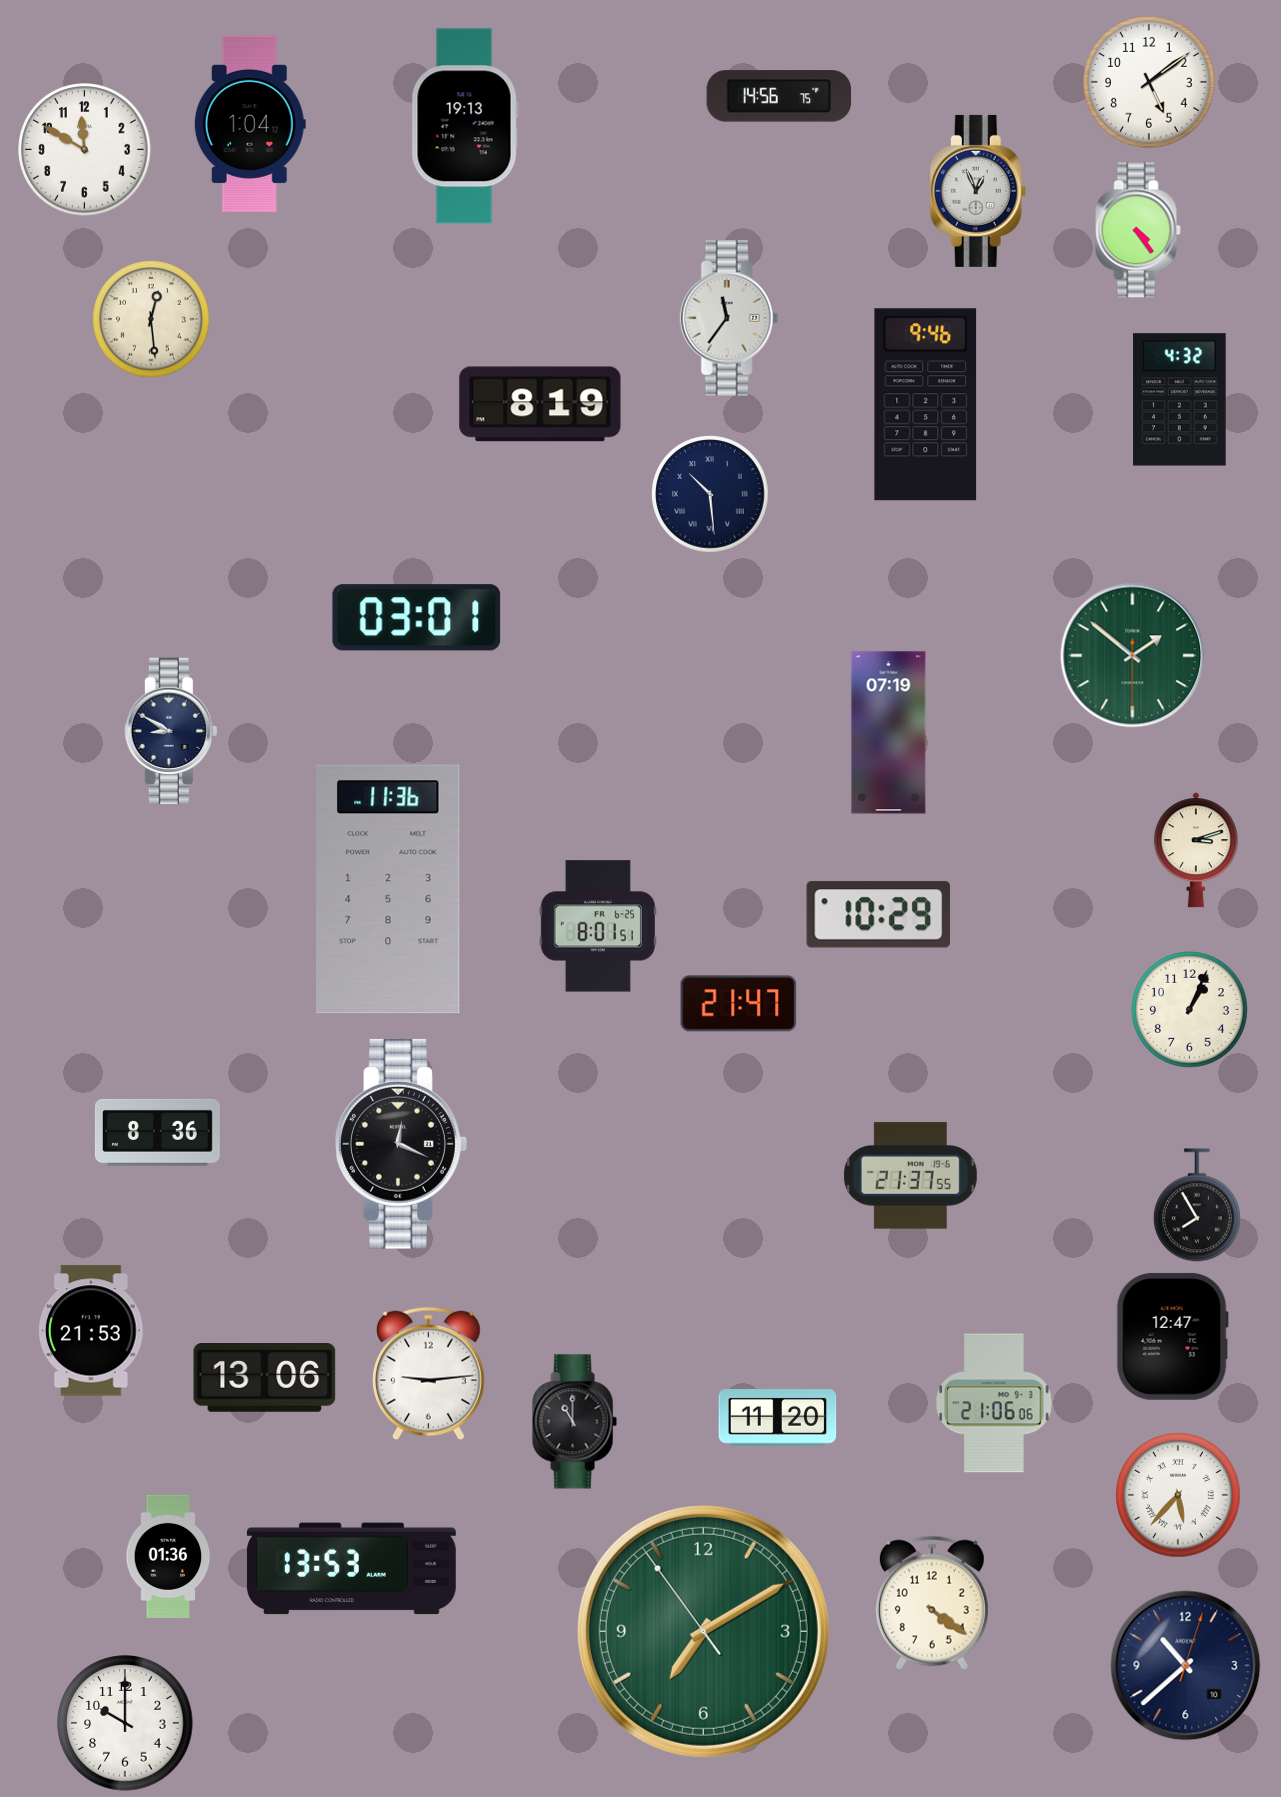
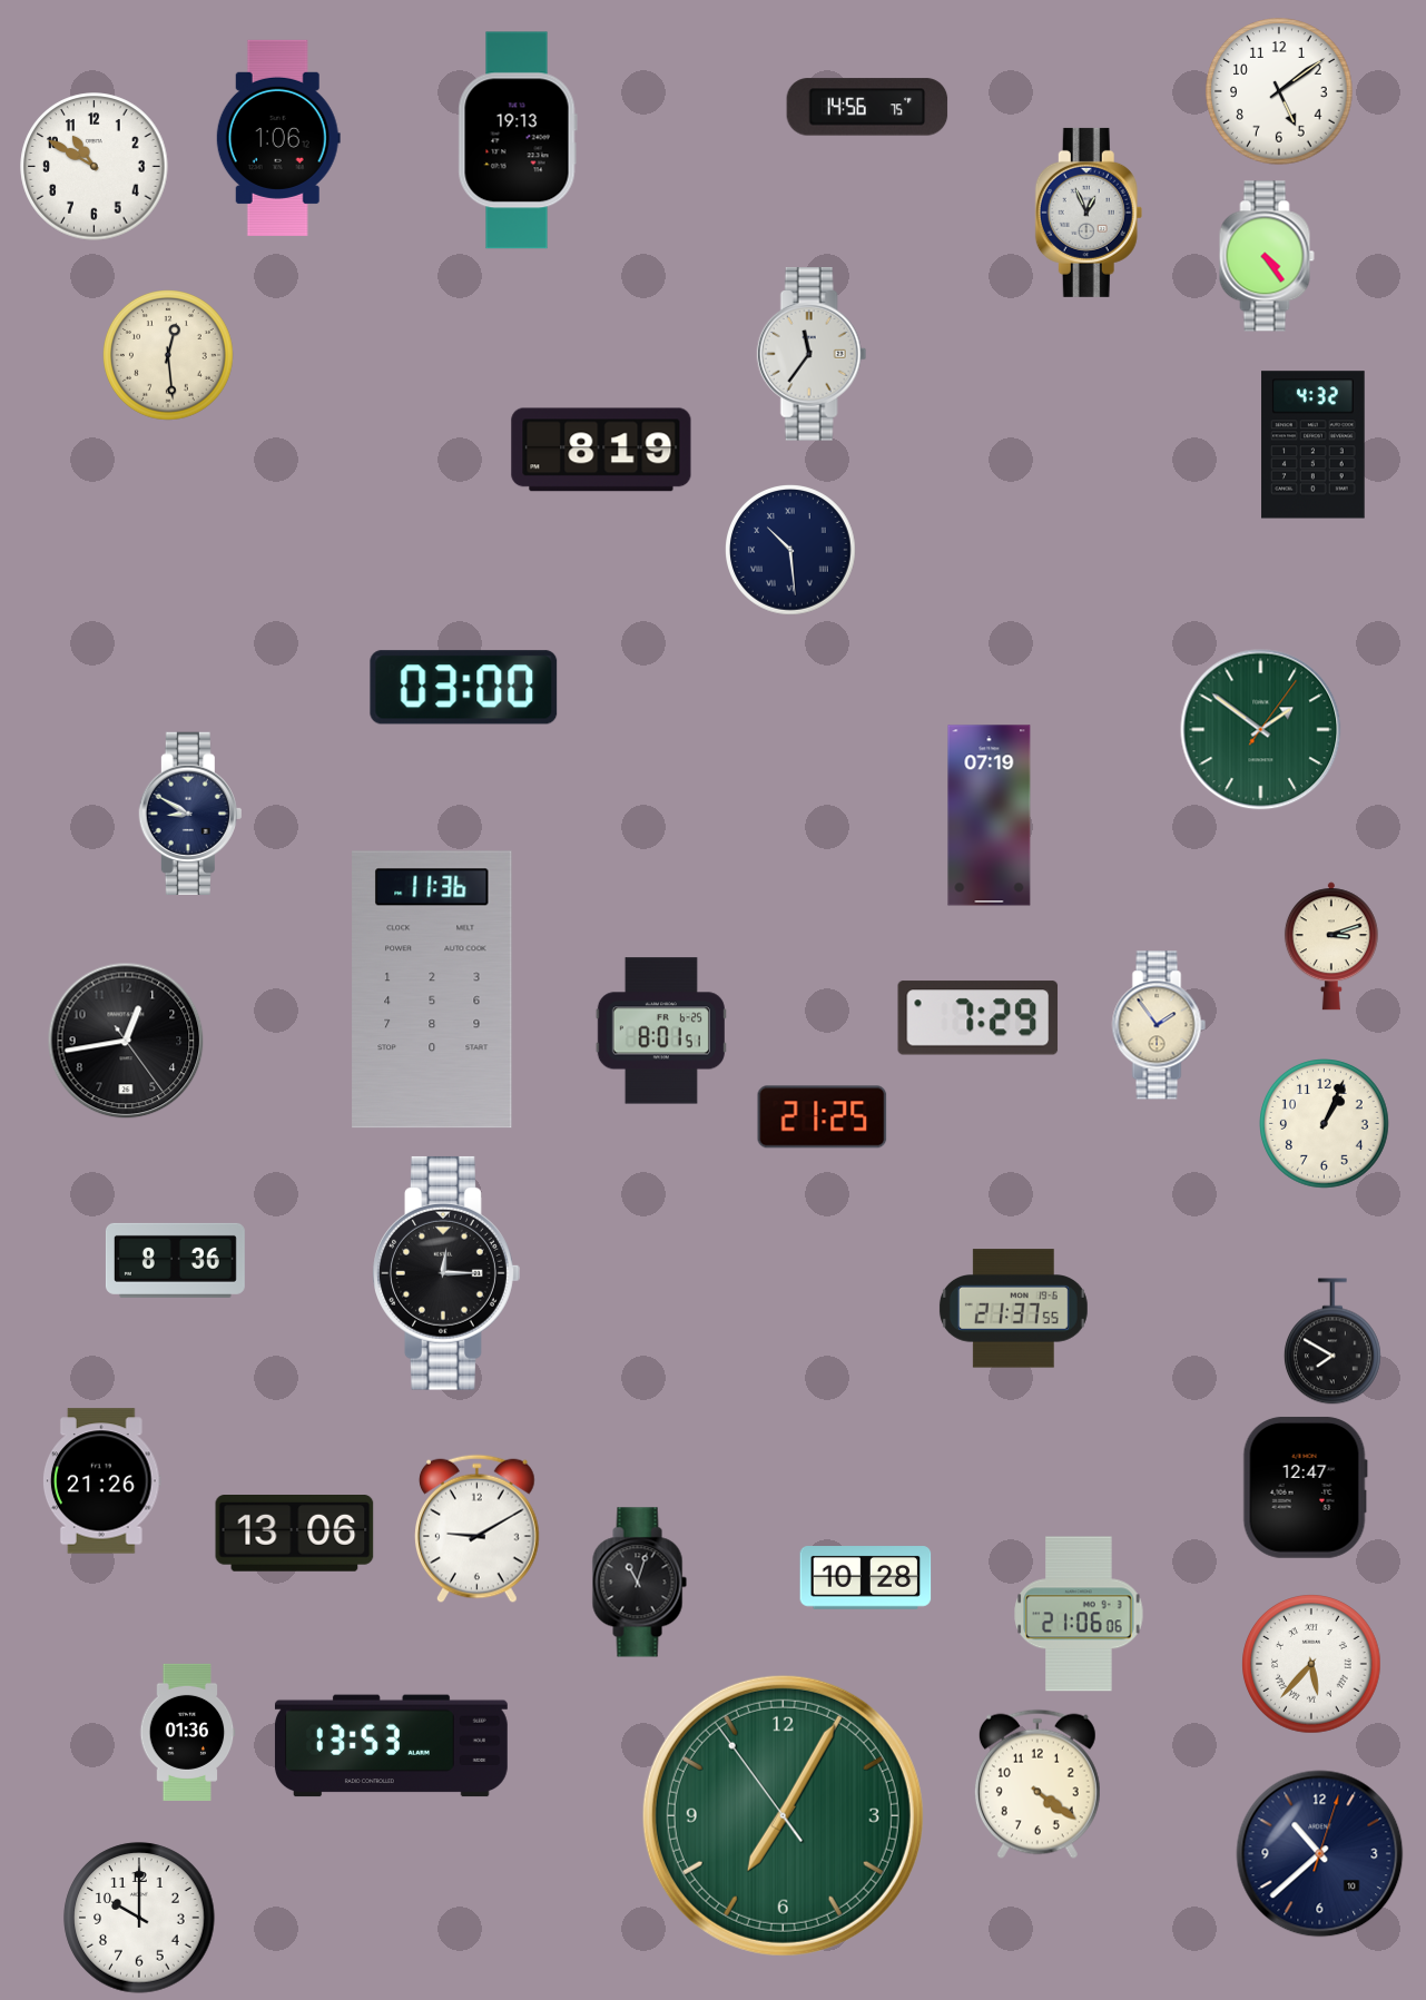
clock at (250, 124): 1:04 -> 1:06
clock at (85, 150): 11:50 -> 10:50
clock at (926, 405): 9:46 -> none
clock at (417, 618): 03:01 -> 03:00
clock at (1133, 656): 1:51:30 -> 1:51:06
clock at (879, 915): 10:29 -> 7:29
clock at (1159, 1025): none -> 1:54
clock at (598, 926) position: (598, 926) -> (661, 1031)
clock at (126, 1041): none -> 12:43
clock at (739, 1004): 21:47 -> 21:25
clock at (401, 1144): 12:19 -> 12:15
clock at (1197, 1205): 7:55 -> 7:50
clock at (91, 1331): 21:53 -> 21:26
clock at (429, 1374): 9:14 -> 9:10
clock at (994, 1403) position: (994, 1403) -> (1079, 1614)
clock at (778, 1418): 11:20 -> 10:28
clock at (574, 1422): 11:00 -> 11:03
clock at (703, 1631): 7:09 -> 7:04
